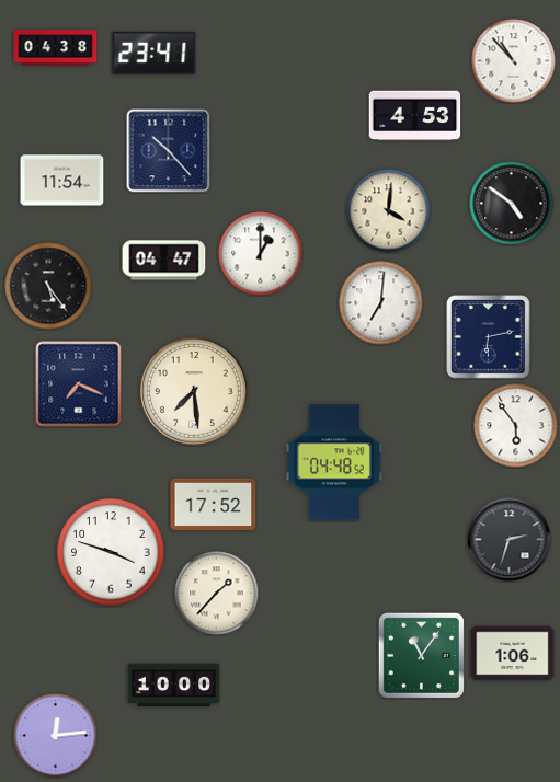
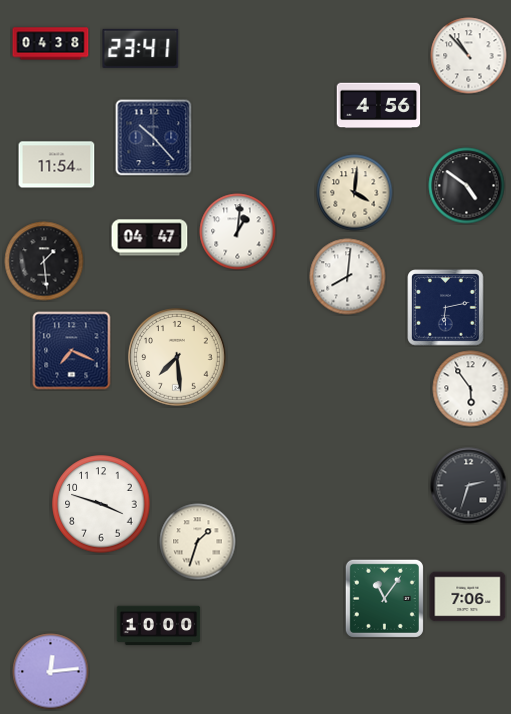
clock at (415, 116): 4:53 -> 4:56
clock at (261, 254): 1:00 -> 1:01
clock at (48, 286): 5:24 -> 1:29
clock at (381, 303): 7:01 -> 8:01
clock at (334, 462): 04:48 -> none
clock at (214, 504): 17:52 -> none
clock at (510, 540) position: (510, 540) -> (469, 486)
clock at (217, 594): 1:37 -> 1:33
clock at (513, 654): 1:06 -> 7:06
